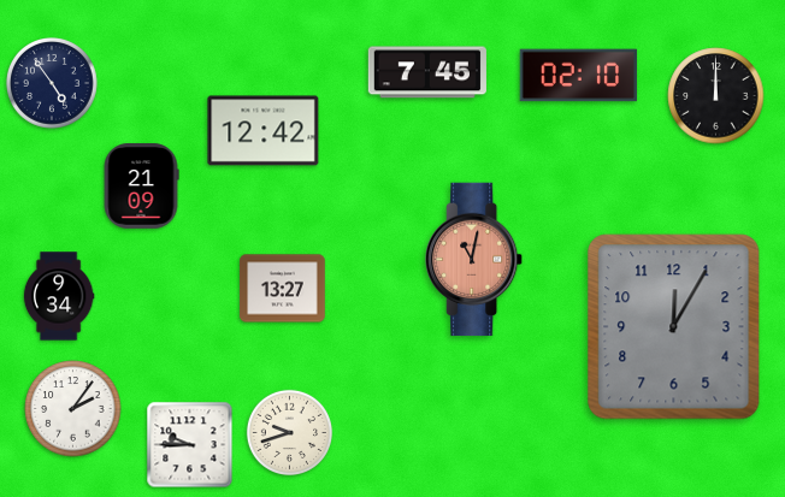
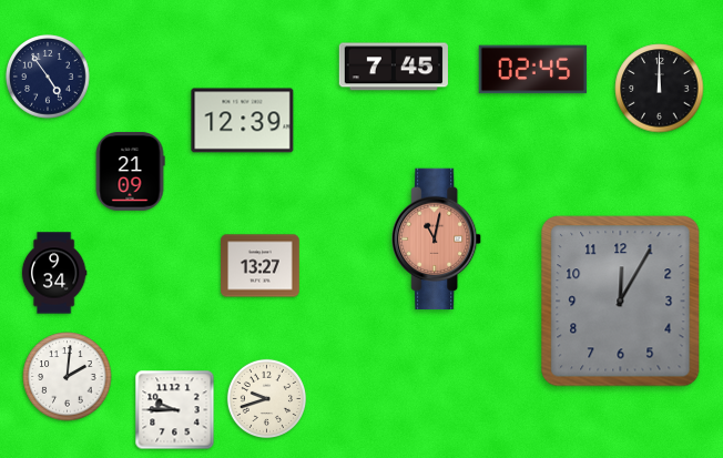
clock at (579, 76): 02:10 -> 02:45
clock at (264, 131): 12:42 -> 12:39
clock at (73, 409): 2:06 -> 2:01
